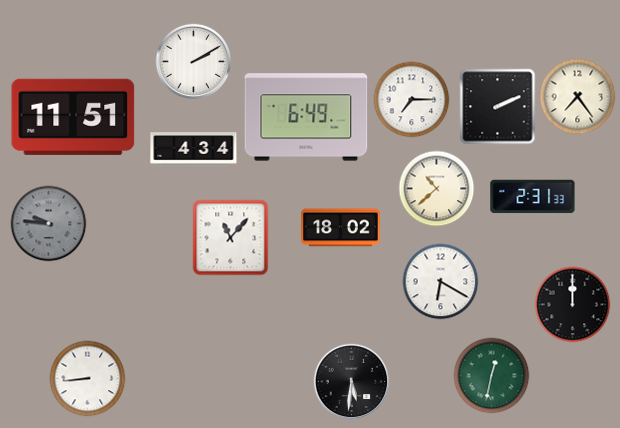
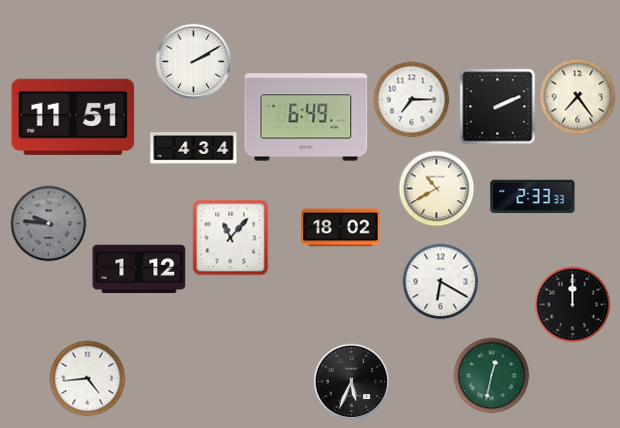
clock at (437, 189): 10:38 -> 10:40
clock at (533, 197): 2:31 -> 2:33
clock at (139, 269): none -> 1:12
clock at (88, 379): 8:44 -> 4:44
clock at (352, 382): 5:31 -> 5:34
